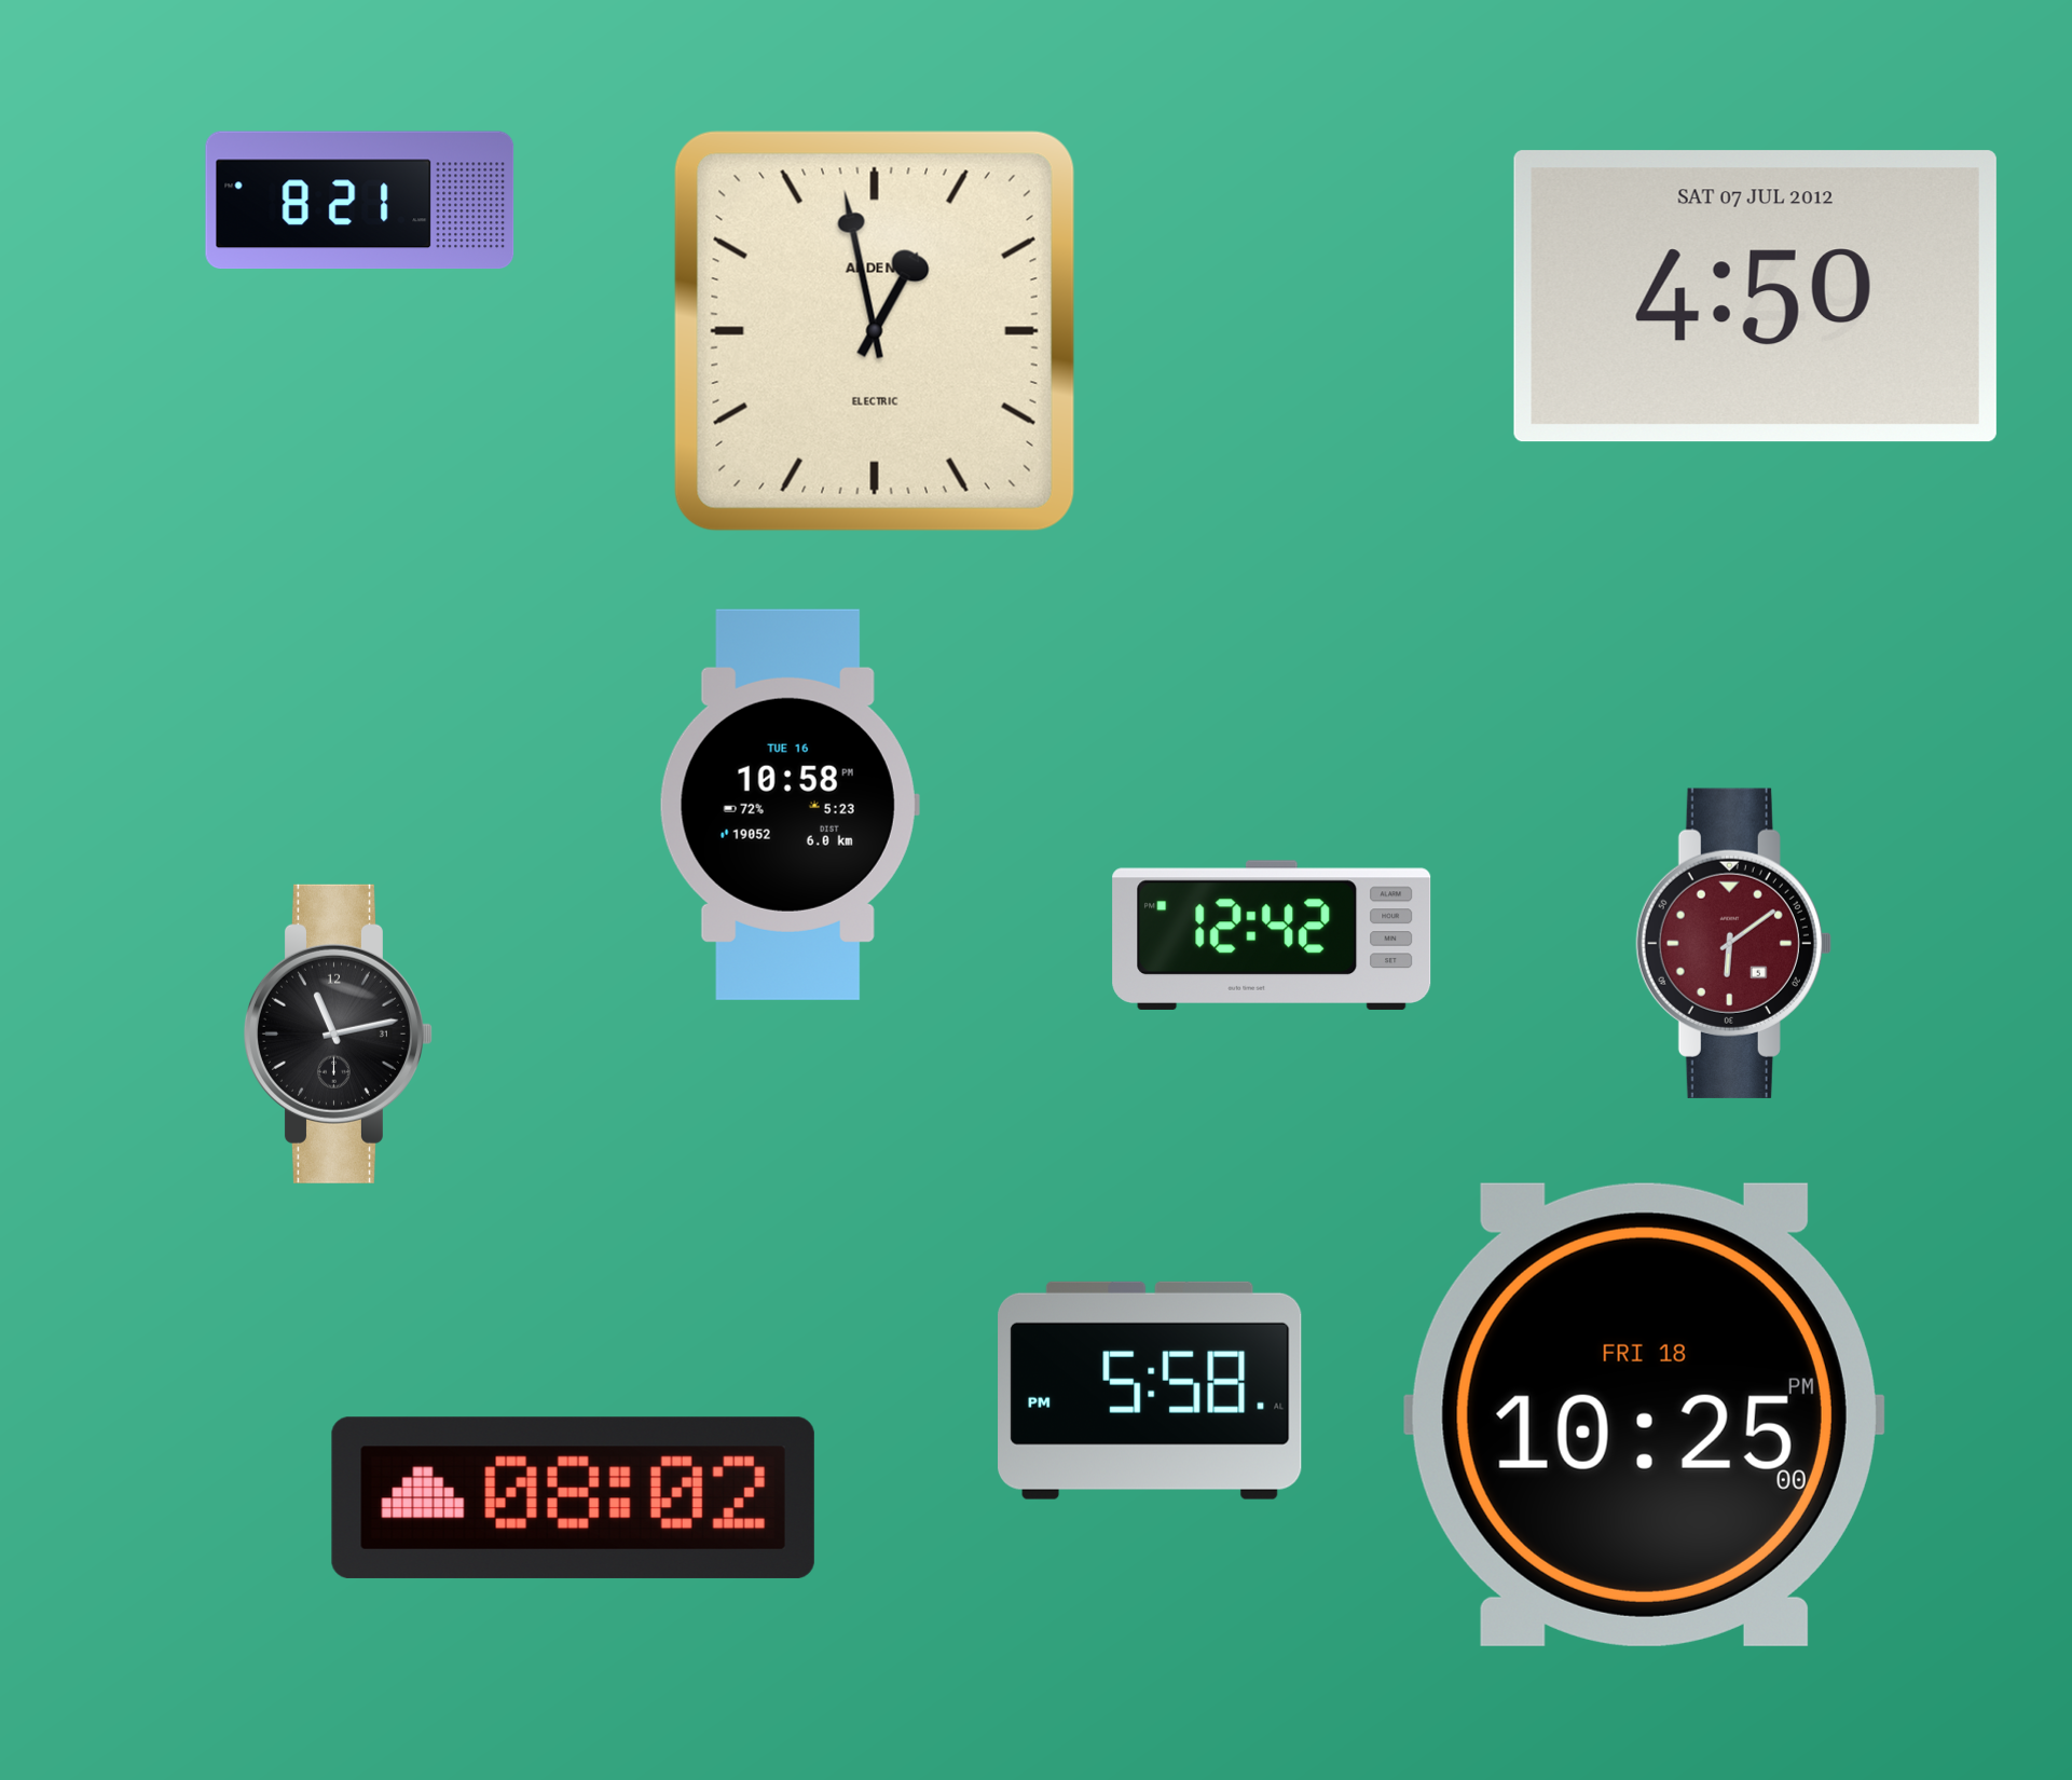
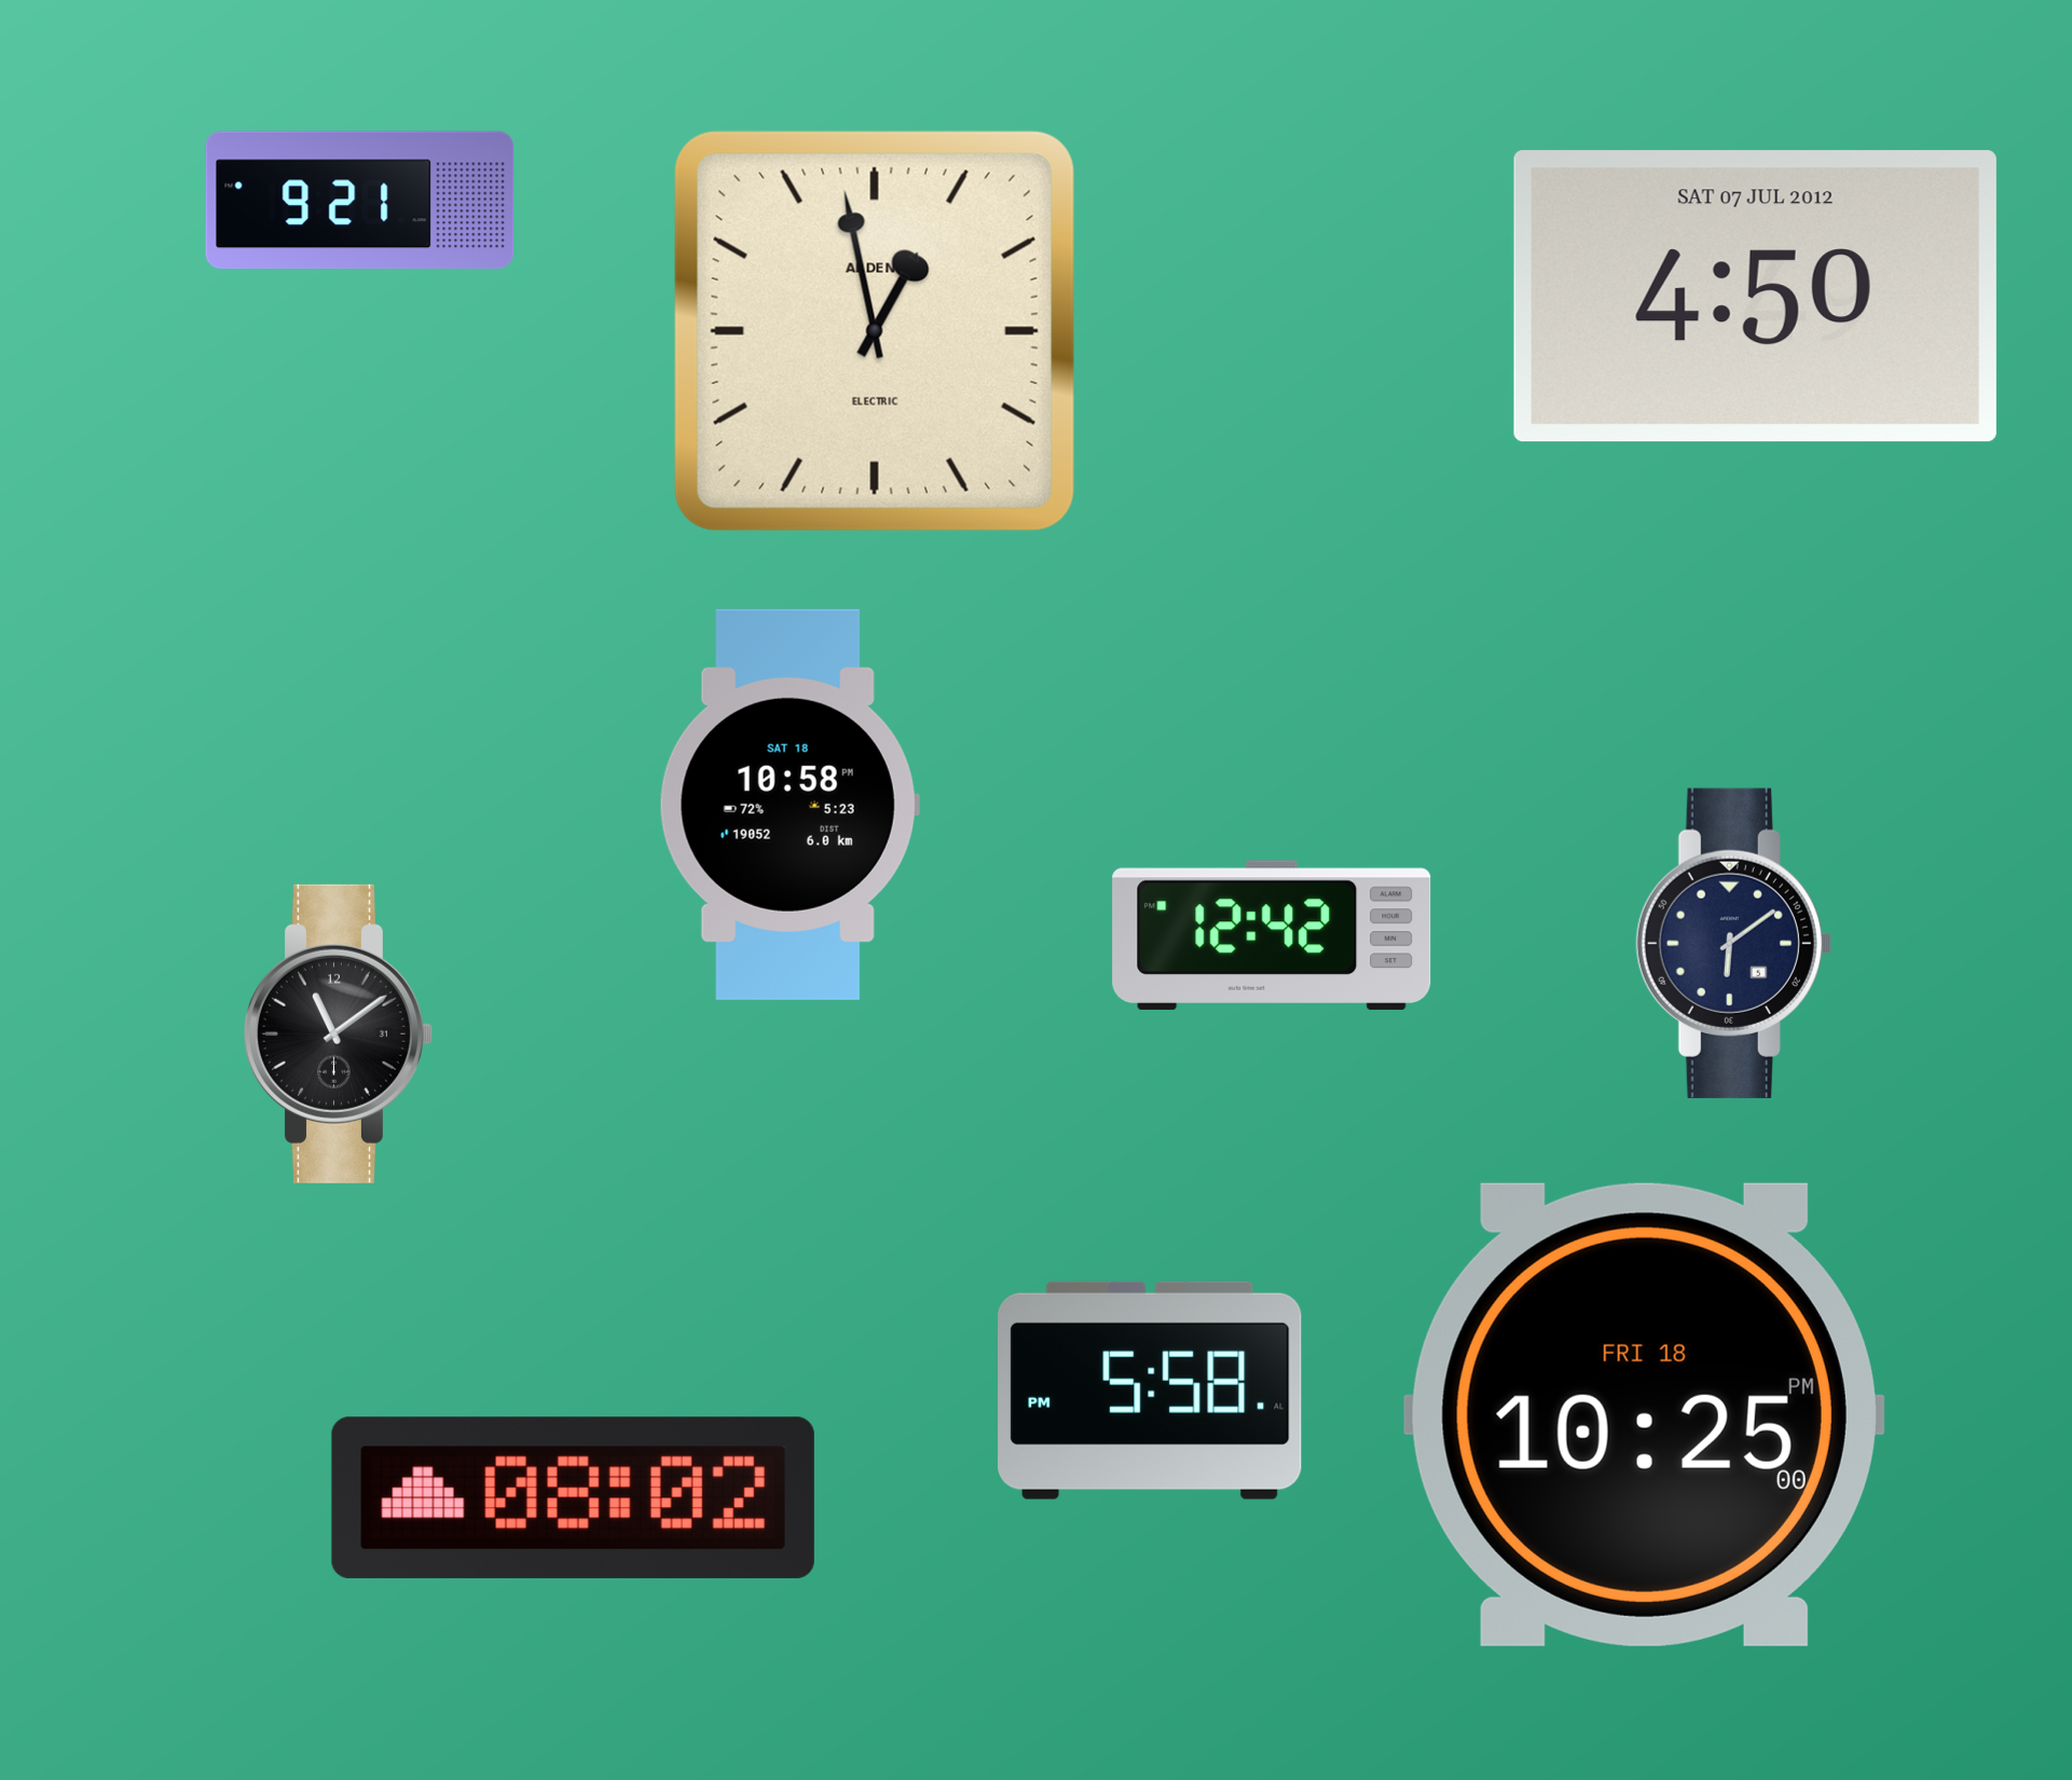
clock at (360, 201): 8:21 -> 9:21
clock at (790, 805) date: TUE 16 -> SAT 18
clock at (1733, 943) dial: burgundy -> navy
clock at (338, 1033): 11:13 -> 11:09
